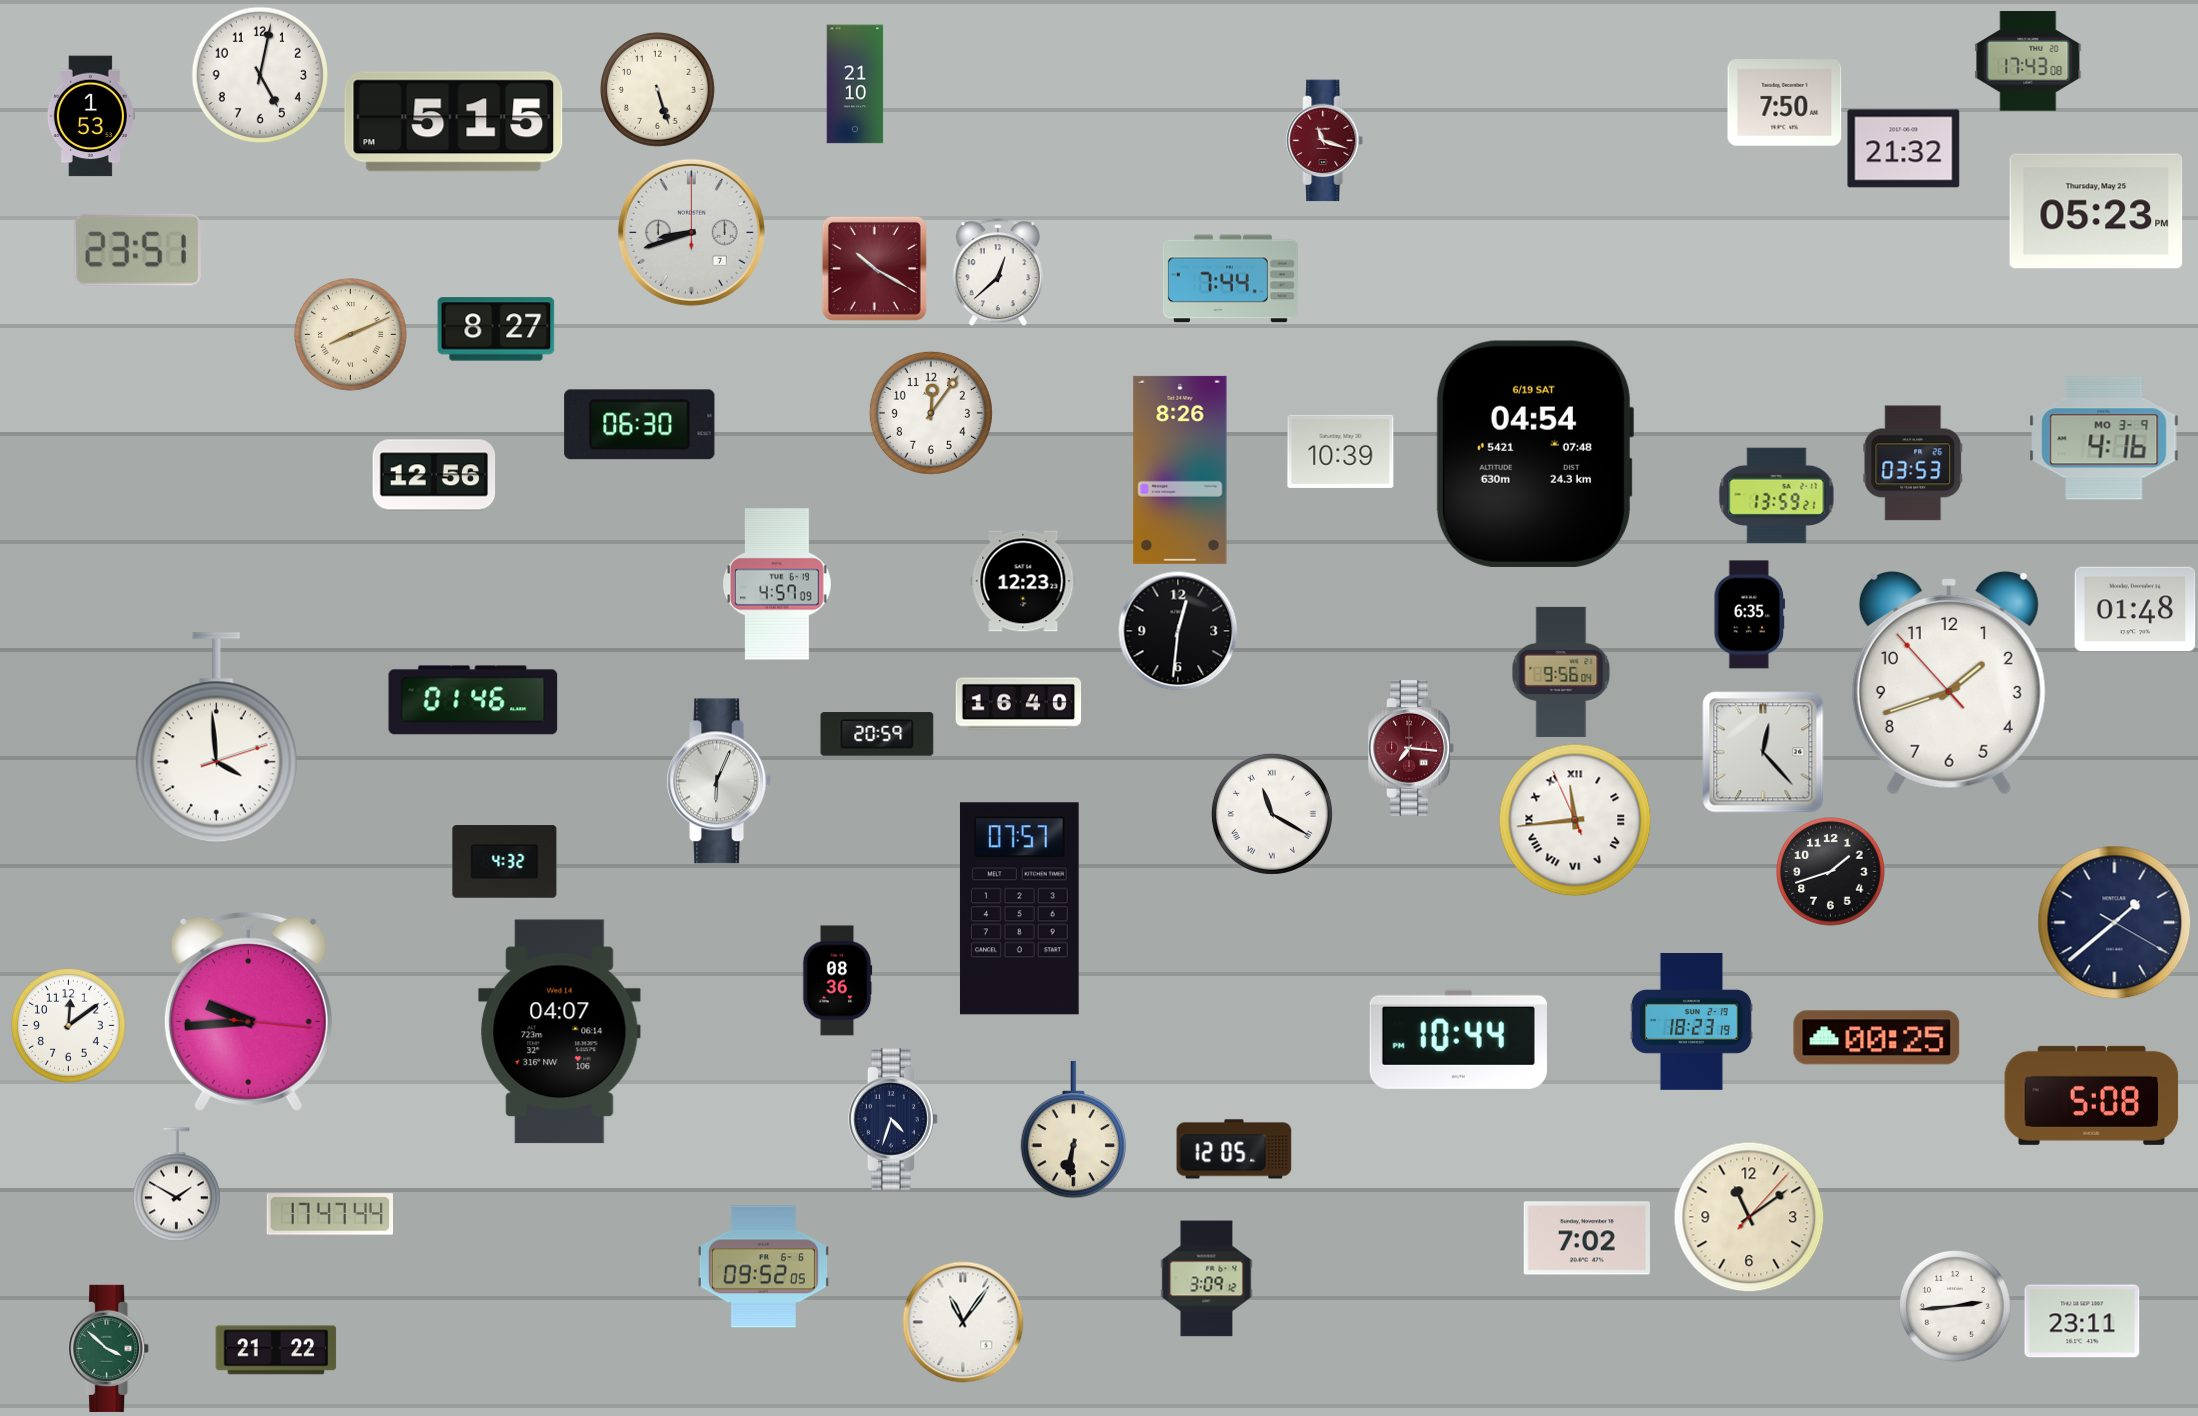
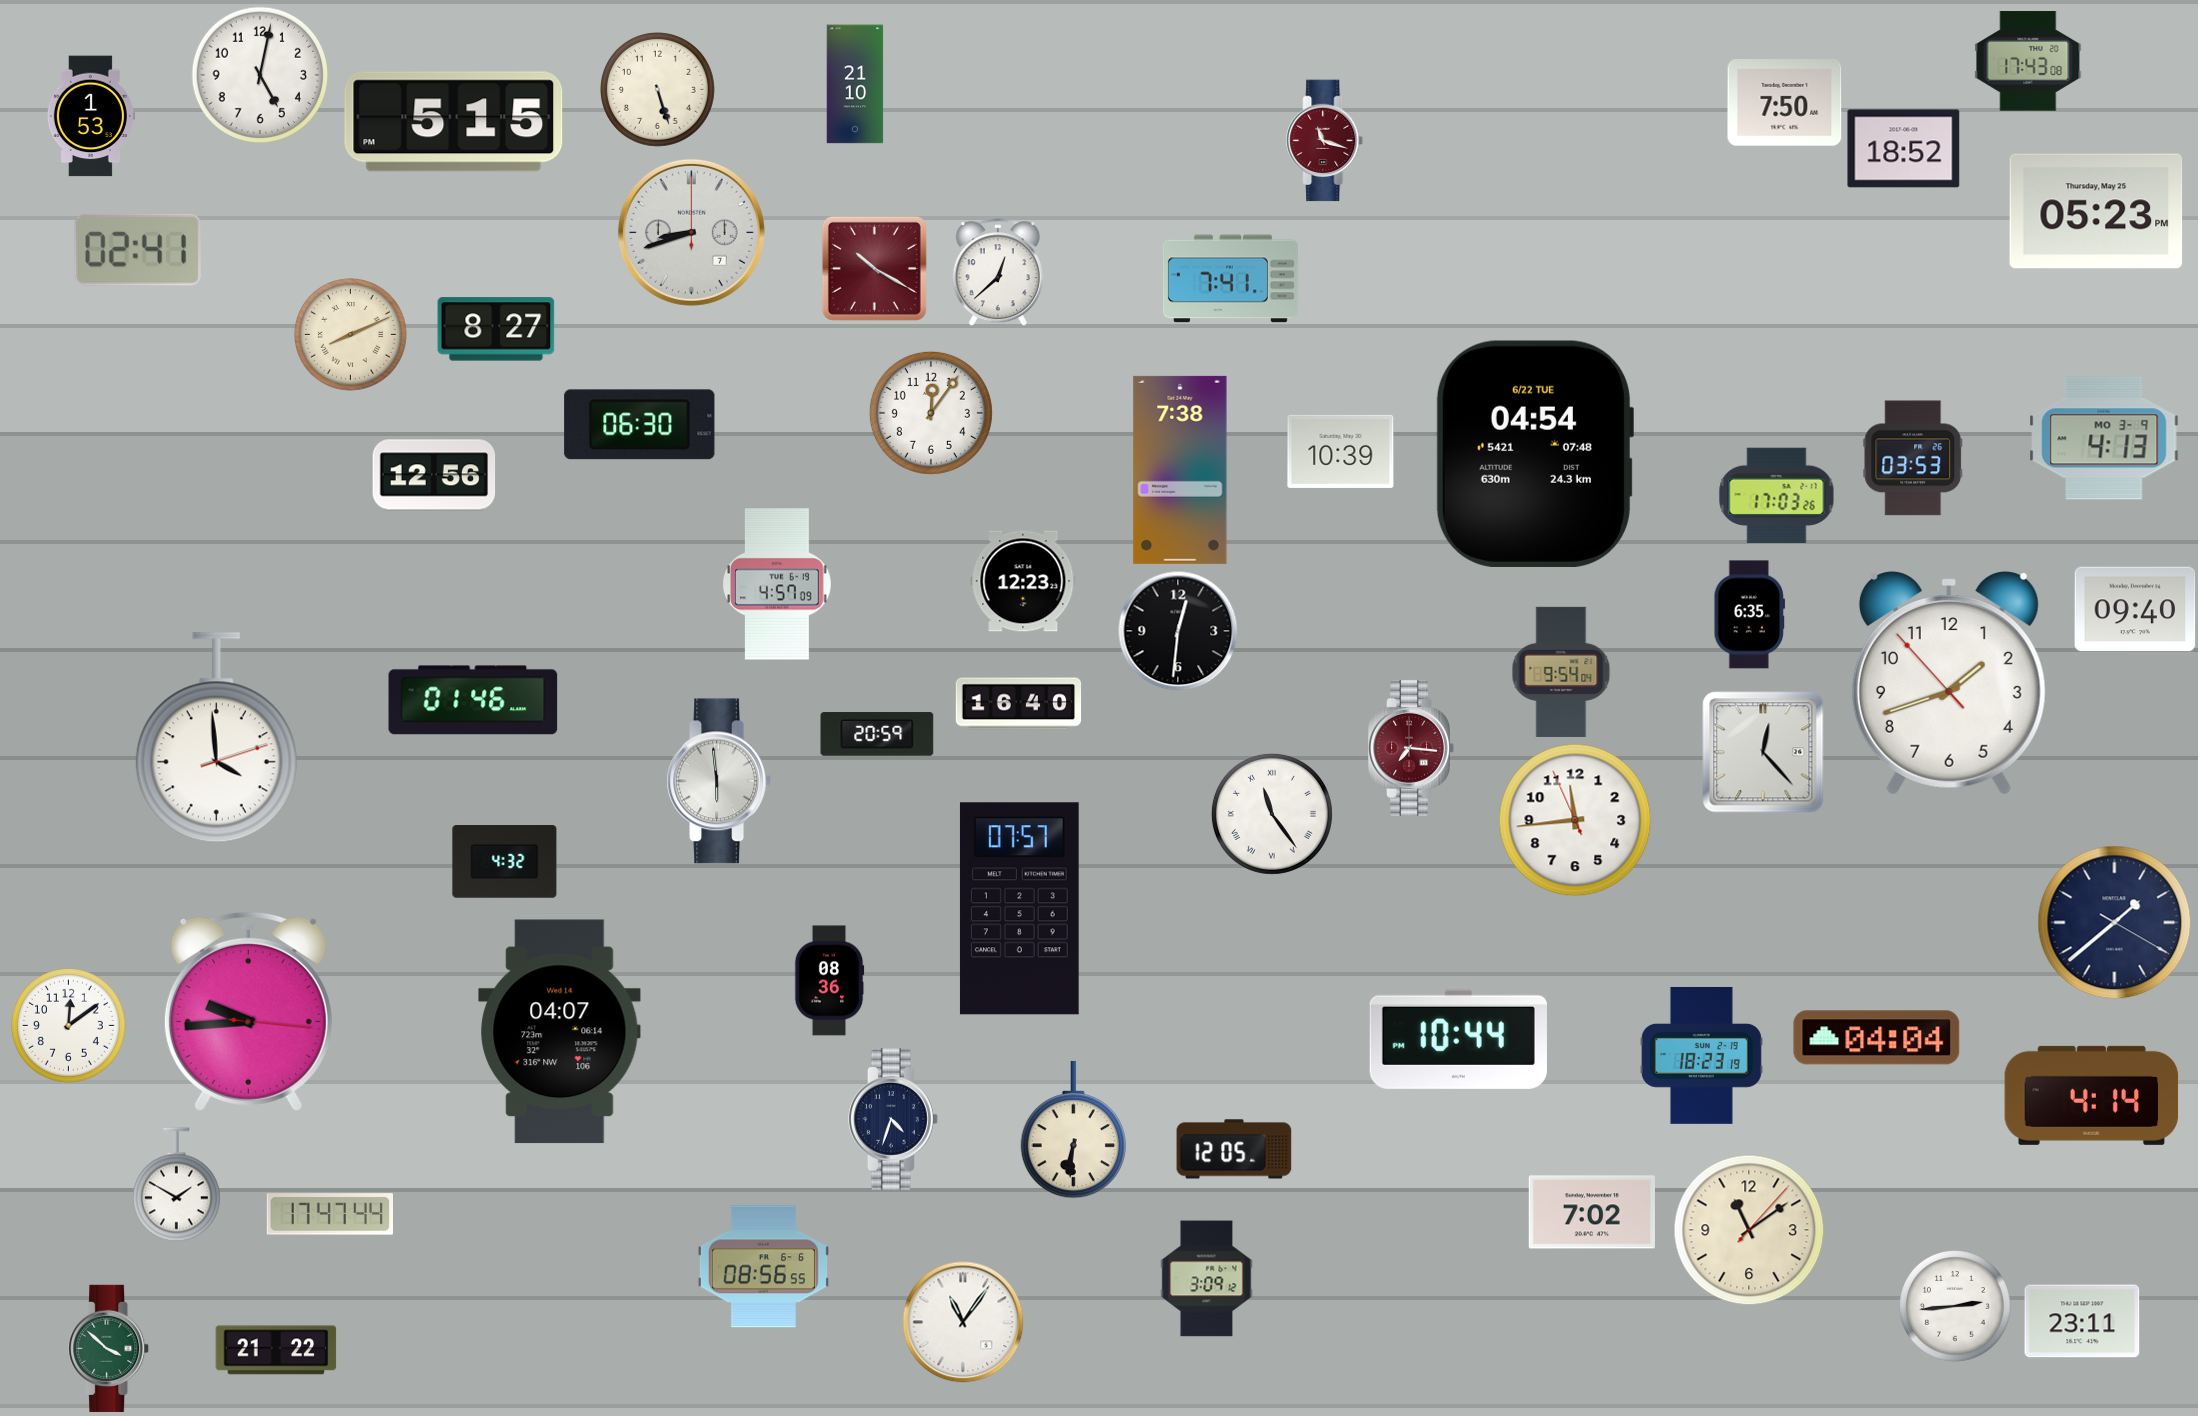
clock at (1904, 149): 21:32 -> 18:52
clock at (138, 250): 23:51 -> 02:41
clock at (1230, 279): 7:44 -> 7:41
clock at (2104, 438): 4:16 -> 4:13
clock at (1534, 454) date: 6/19 SAT -> 6/22 TUE
clock at (1913, 463) position: (1913, 463) -> (1913, 458)
clock at (1180, 470): 8:26 -> 7:38
clock at (1777, 496): 13:59 -> 17:03
clock at (2135, 609): 01:48 -> 09:40
clock at (1561, 672): 9:56 -> 9:54
clock at (719, 781): 6:04 -> 5:59
clock at (1272, 814): 11:20 -> 11:24
clock at (1575, 820) numerals: Roman -> Arabic
clock at (1831, 872): 1:42 -> none
clock at (837, 981) position: (837, 981) -> (829, 981)
clock at (1691, 1021) position: (1691, 1021) -> (1701, 1055)
clock at (1877, 1038): 00:25 -> 04:04
clock at (2092, 1095): 5:08 -> 4:14
clock at (1749, 1217) position: (1749, 1217) -> (1749, 1230)
clock at (1587, 1238) position: (1587, 1238) -> (1592, 1212)
clock at (763, 1267): 09:52 -> 08:56
